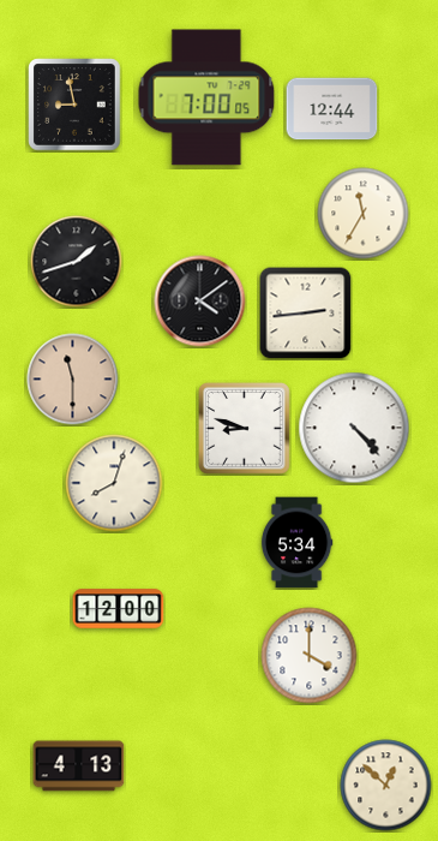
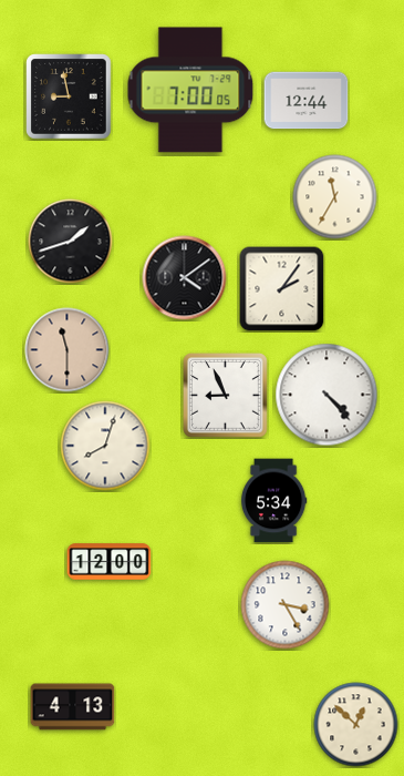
clock at (306, 314): 2:44 -> 2:06
clock at (245, 429): 8:48 -> 8:56
clock at (310, 656): 4:00 -> 3:25
